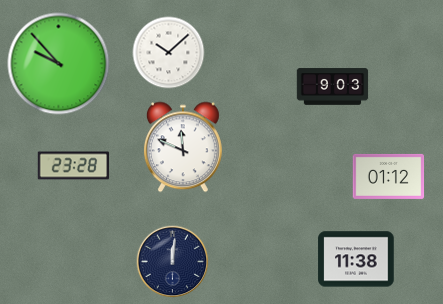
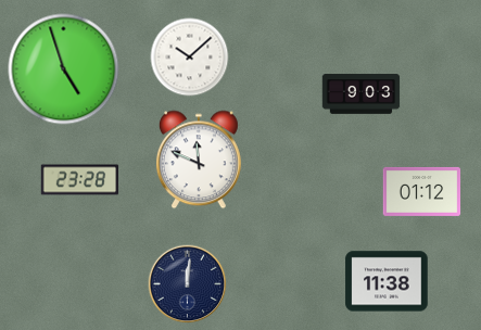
clock at (169, 53) position: (169, 53) -> (190, 58)
clock at (59, 64): 9:53 -> 4:57
